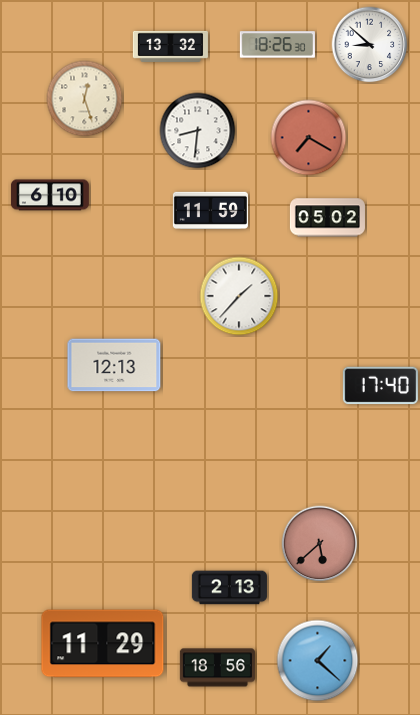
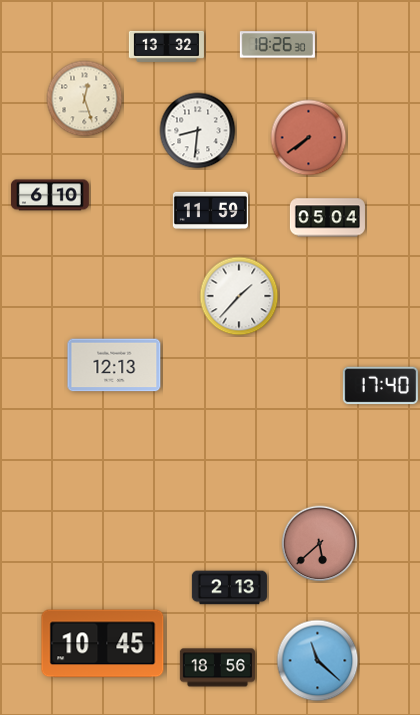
clock at (370, 45): 8:52 -> none
clock at (170, 46) position: (170, 46) -> (166, 46)
clock at (309, 138): 7:20 -> 7:39
clock at (327, 218): 05:02 -> 05:04
clock at (103, 644): 11:29 -> 10:45
clock at (318, 661): 1:22 -> 11:22
